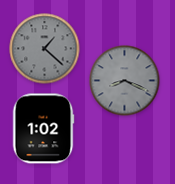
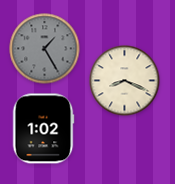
clock at (45, 49): 1:22 -> 1:25
clock at (125, 81) dial: grey -> cream
